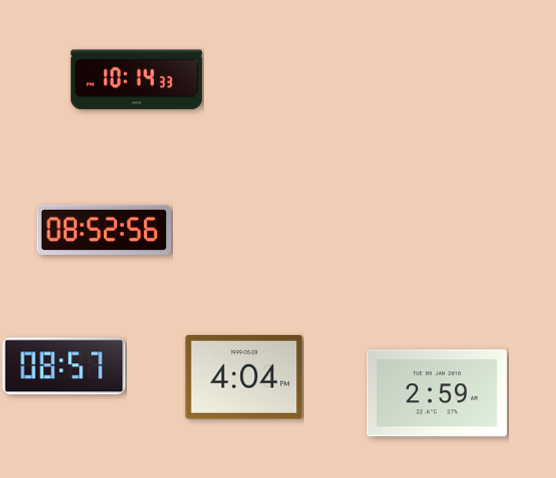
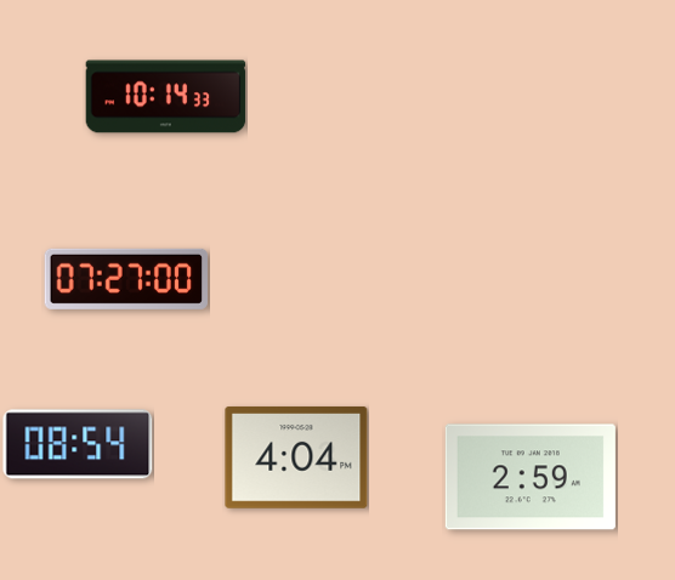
clock at (103, 230): 08:52 -> 07:27
clock at (64, 366): 08:57 -> 08:54
